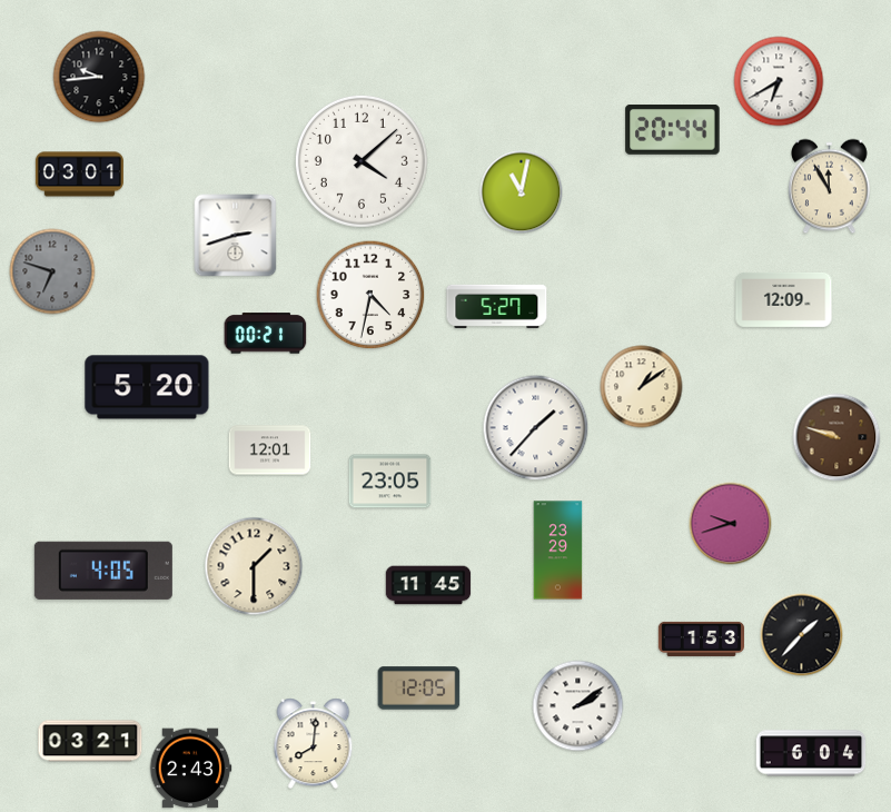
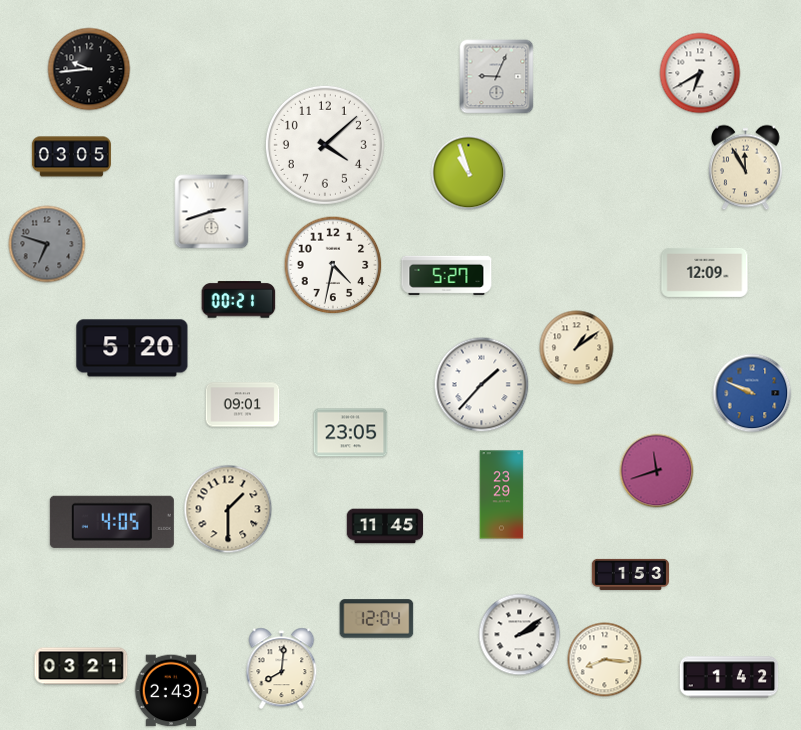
clock at (497, 77): none -> 9:04
clock at (673, 130): 20:44 -> none
clock at (79, 175): 03:01 -> 03:05
clock at (522, 192): 11:02 -> 10:57
clock at (784, 299) position: (784, 299) -> (705, 272)
clock at (836, 437): 9:48 -> 9:49
clock at (836, 437) dial: brown -> blue
clock at (270, 450): 12:01 -> 09:01
clock at (731, 524): 9:42 -> 11:42
clock at (103, 571) position: (103, 571) -> (112, 522)
clock at (802, 635): 1:37 -> none
clock at (419, 689): 12:05 -> 12:04
clock at (605, 660): none -> 8:16
clock at (811, 753): 6:04 -> 1:42
